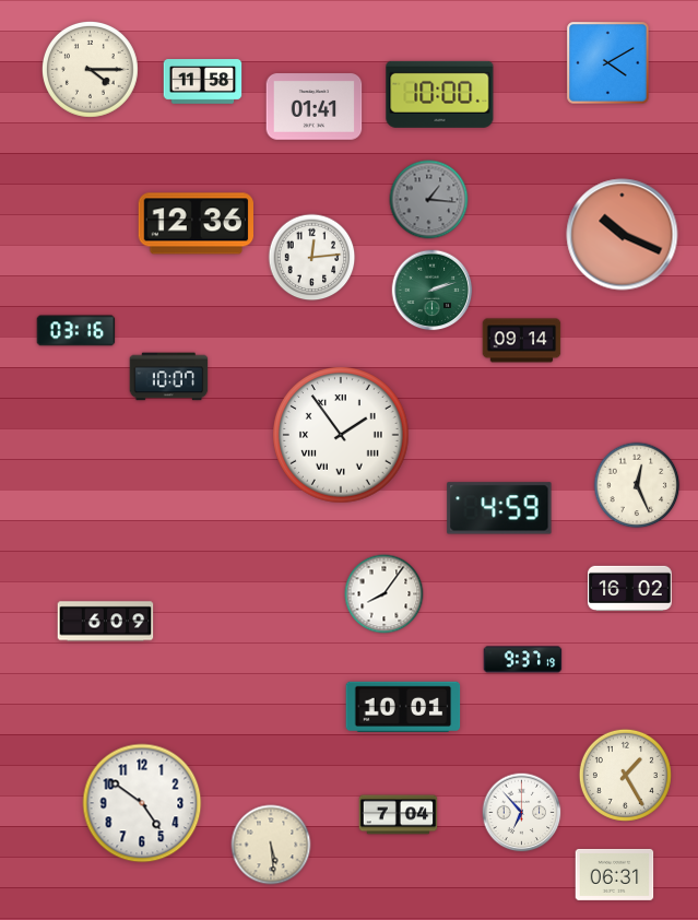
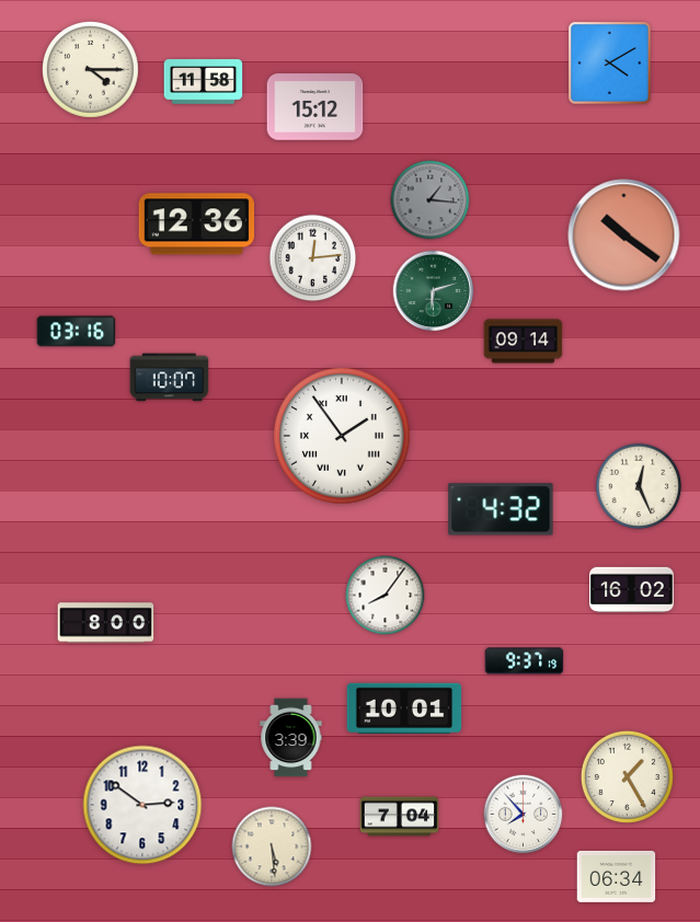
clock at (440, 94): 10:00 -> none
clock at (315, 107): 01:41 -> 15:12
clock at (623, 235): 10:19 -> 10:21
clock at (433, 291): 2:12 -> 6:12
clock at (499, 508): 4:59 -> 4:32
clock at (106, 622): 6:09 -> 8:00
clock at (291, 738): none -> 3:39
clock at (142, 803): 4:51 -> 2:51
clock at (522, 813): 6:53 -> 7:53
clock at (615, 874): 06:31 -> 06:34
